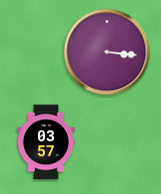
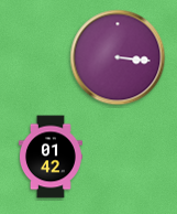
clock at (46, 142): 03:57 -> 01:42
